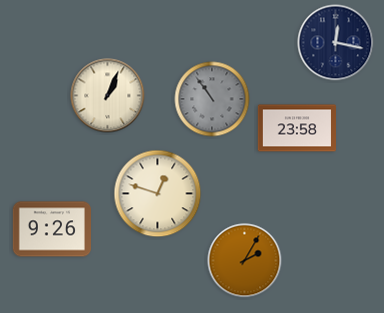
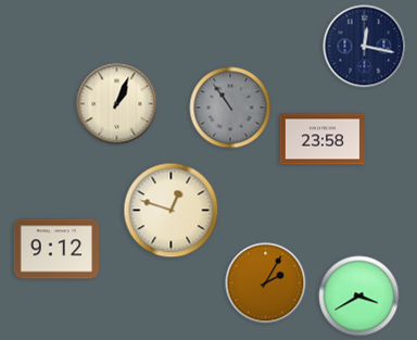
clock at (51, 229): 9:26 -> 9:12
clock at (359, 297): none -> 3:40
